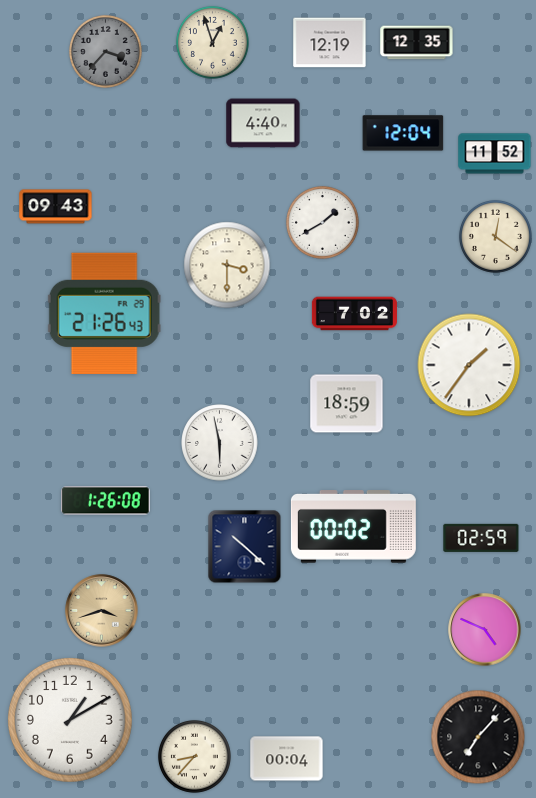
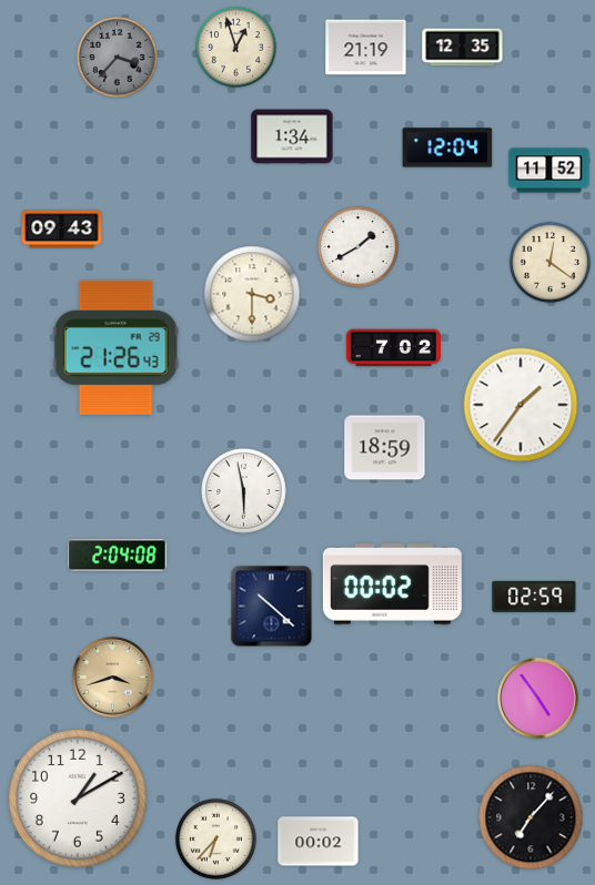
clock at (330, 43): 12:19 -> 21:19
clock at (263, 123): 4:40 -> 1:34
clock at (106, 501): 1:26 -> 2:04
clock at (485, 630): 4:49 -> 4:54
clock at (194, 756): 8:37 -> 6:37
clock at (287, 759): 00:04 -> 00:02
